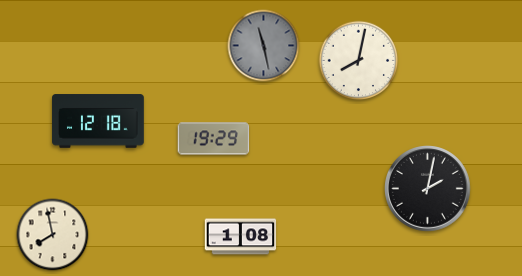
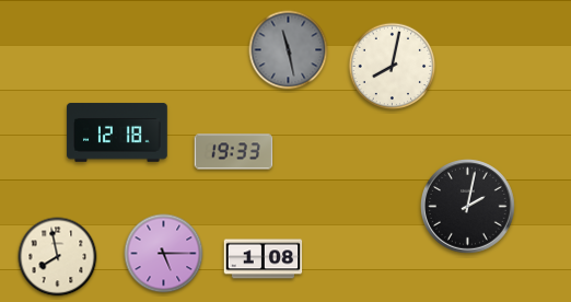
clock at (98, 121) position: (98, 121) -> (117, 132)
clock at (214, 139): 19:29 -> 19:33
clock at (164, 254): none -> 5:15
